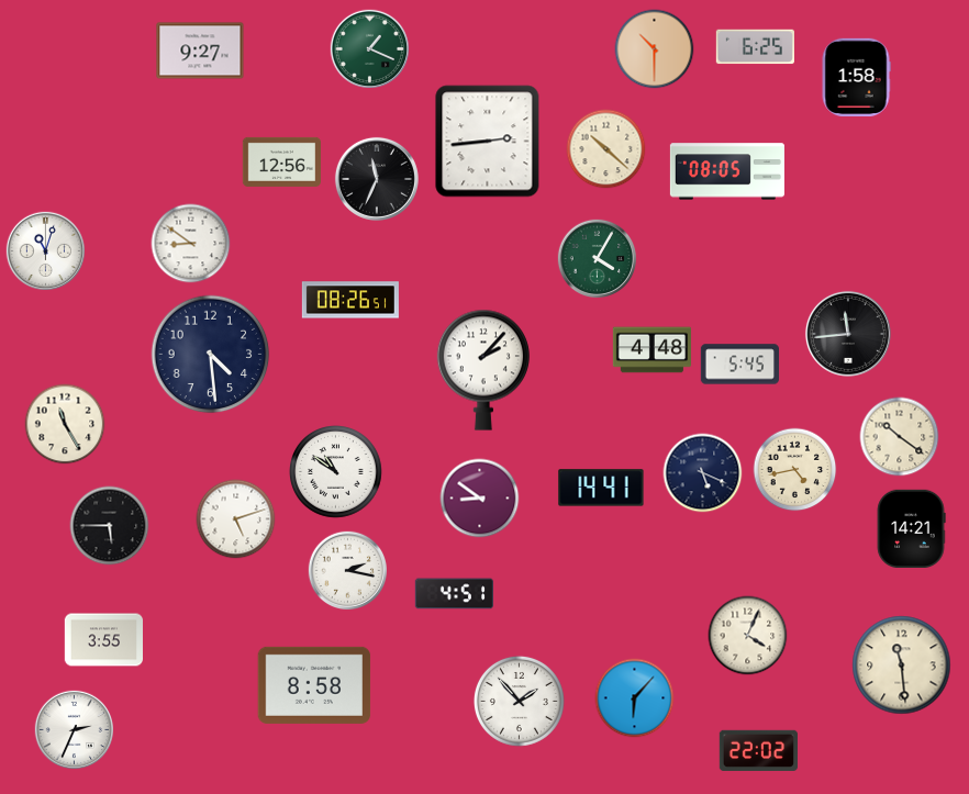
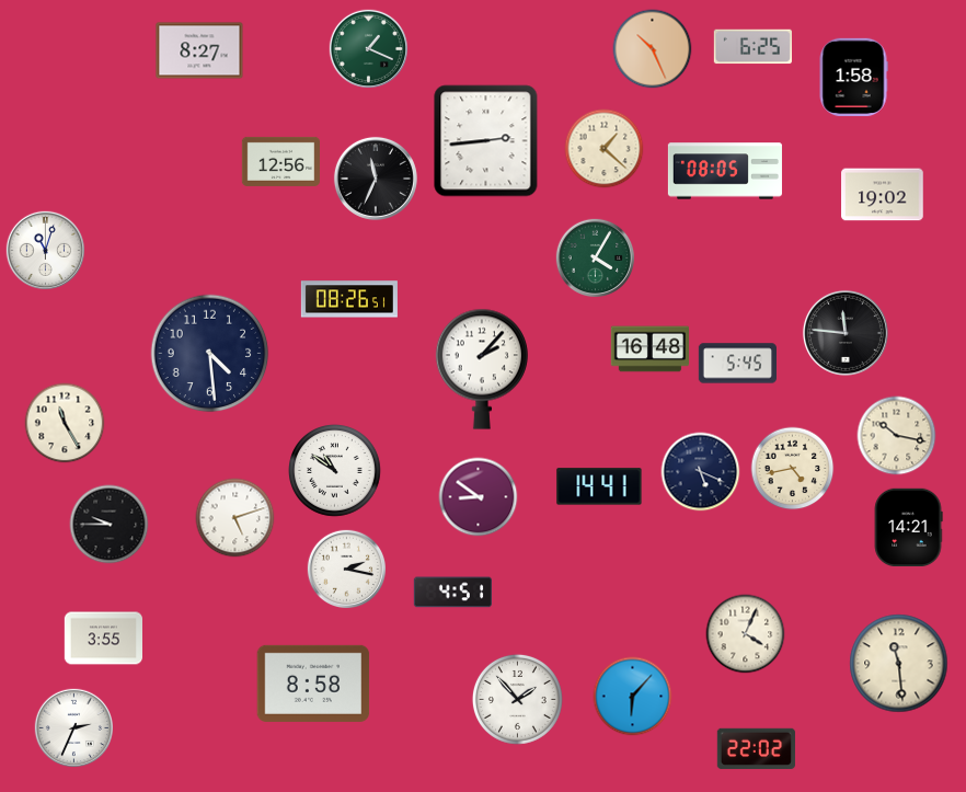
clock at (655, 49): 10:30 -> 10:26
clock at (200, 51): 9:27 -> 8:27
clock at (606, 149): 10:22 -> 1:22
clock at (883, 195): none -> 19:02
clock at (191, 244): 8:51 -> none
clock at (848, 334): 11:44 -> 11:46
clock at (651, 350): 4:48 -> 16:48
clock at (900, 437): 10:21 -> 10:17
clock at (110, 526): 5:45 -> 9:45
